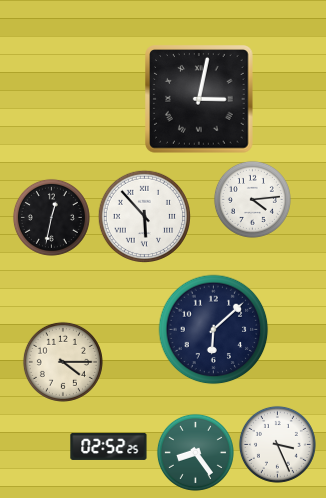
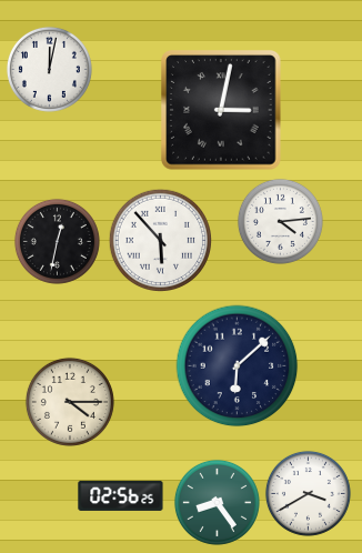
clock at (49, 69): none -> 12:02
clock at (277, 444): 3:26 -> 3:40
clock at (109, 446): 02:52 -> 02:56
